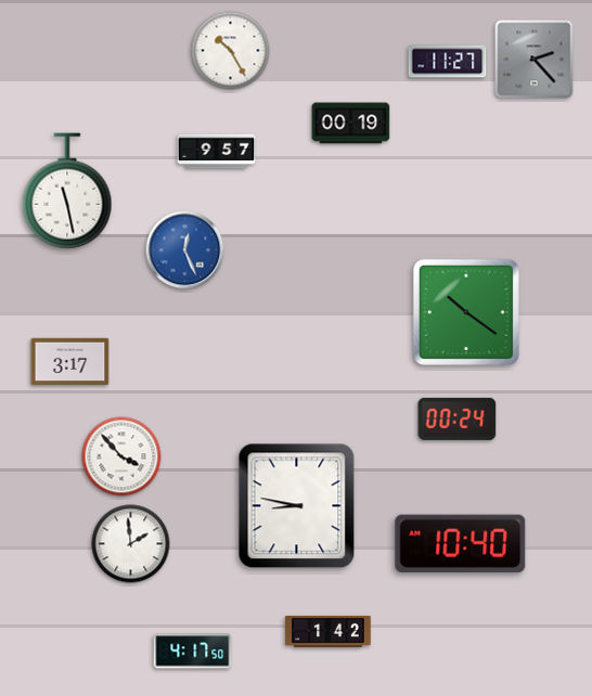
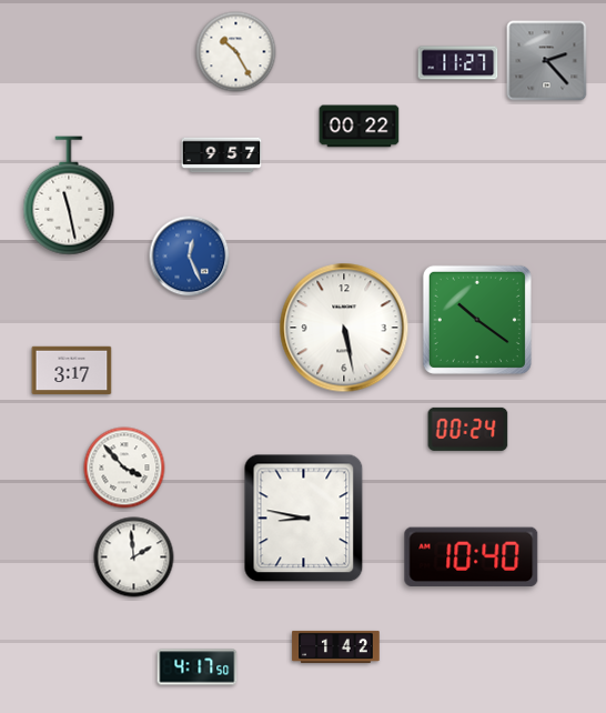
clock at (351, 124): 00:19 -> 00:22
clock at (344, 328): none -> 5:28
